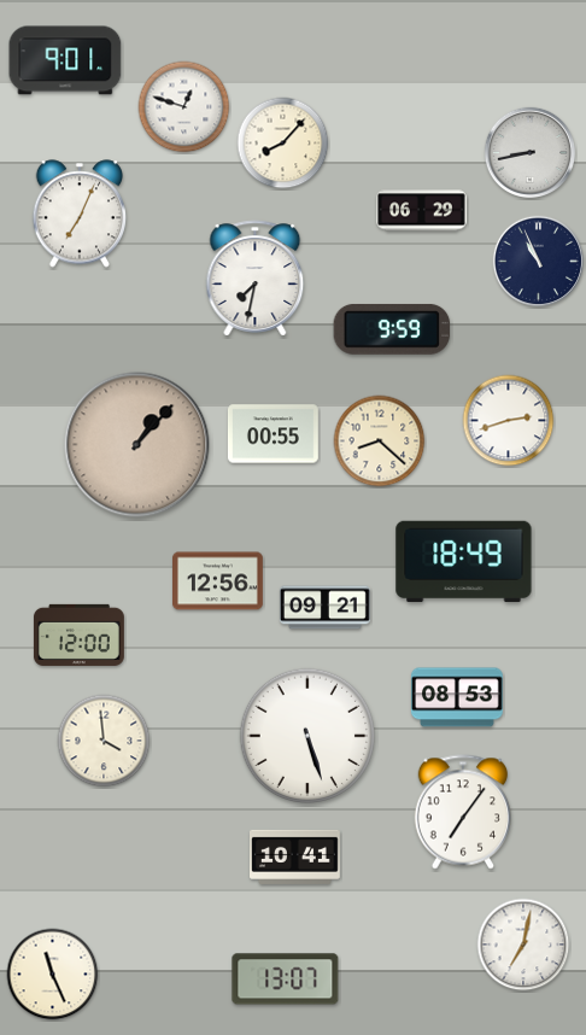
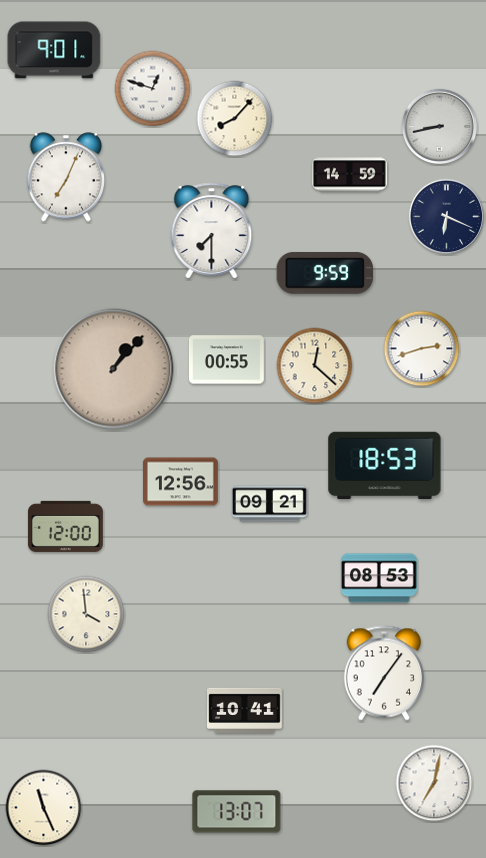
clock at (422, 211): 06:29 -> 14:59
clock at (538, 261): 10:56 -> 6:19
clock at (256, 279): 7:32 -> 7:30
clock at (380, 442): 8:22 -> 12:22
clock at (464, 562): 18:49 -> 18:53
clock at (307, 736): 5:27 -> none
